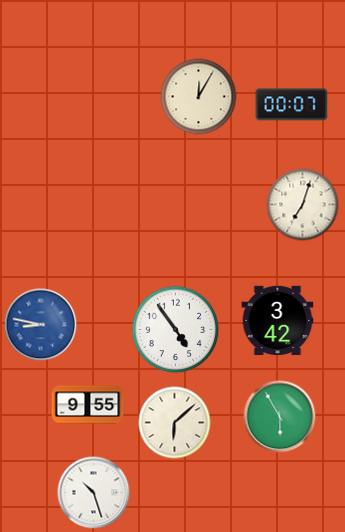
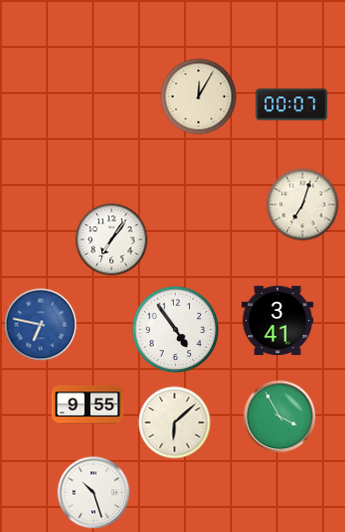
clock at (112, 240): none -> 7:06
clock at (278, 321): 3:42 -> 3:41
clock at (41, 325): 8:47 -> 6:47
clock at (280, 417): 5:55 -> 3:55
